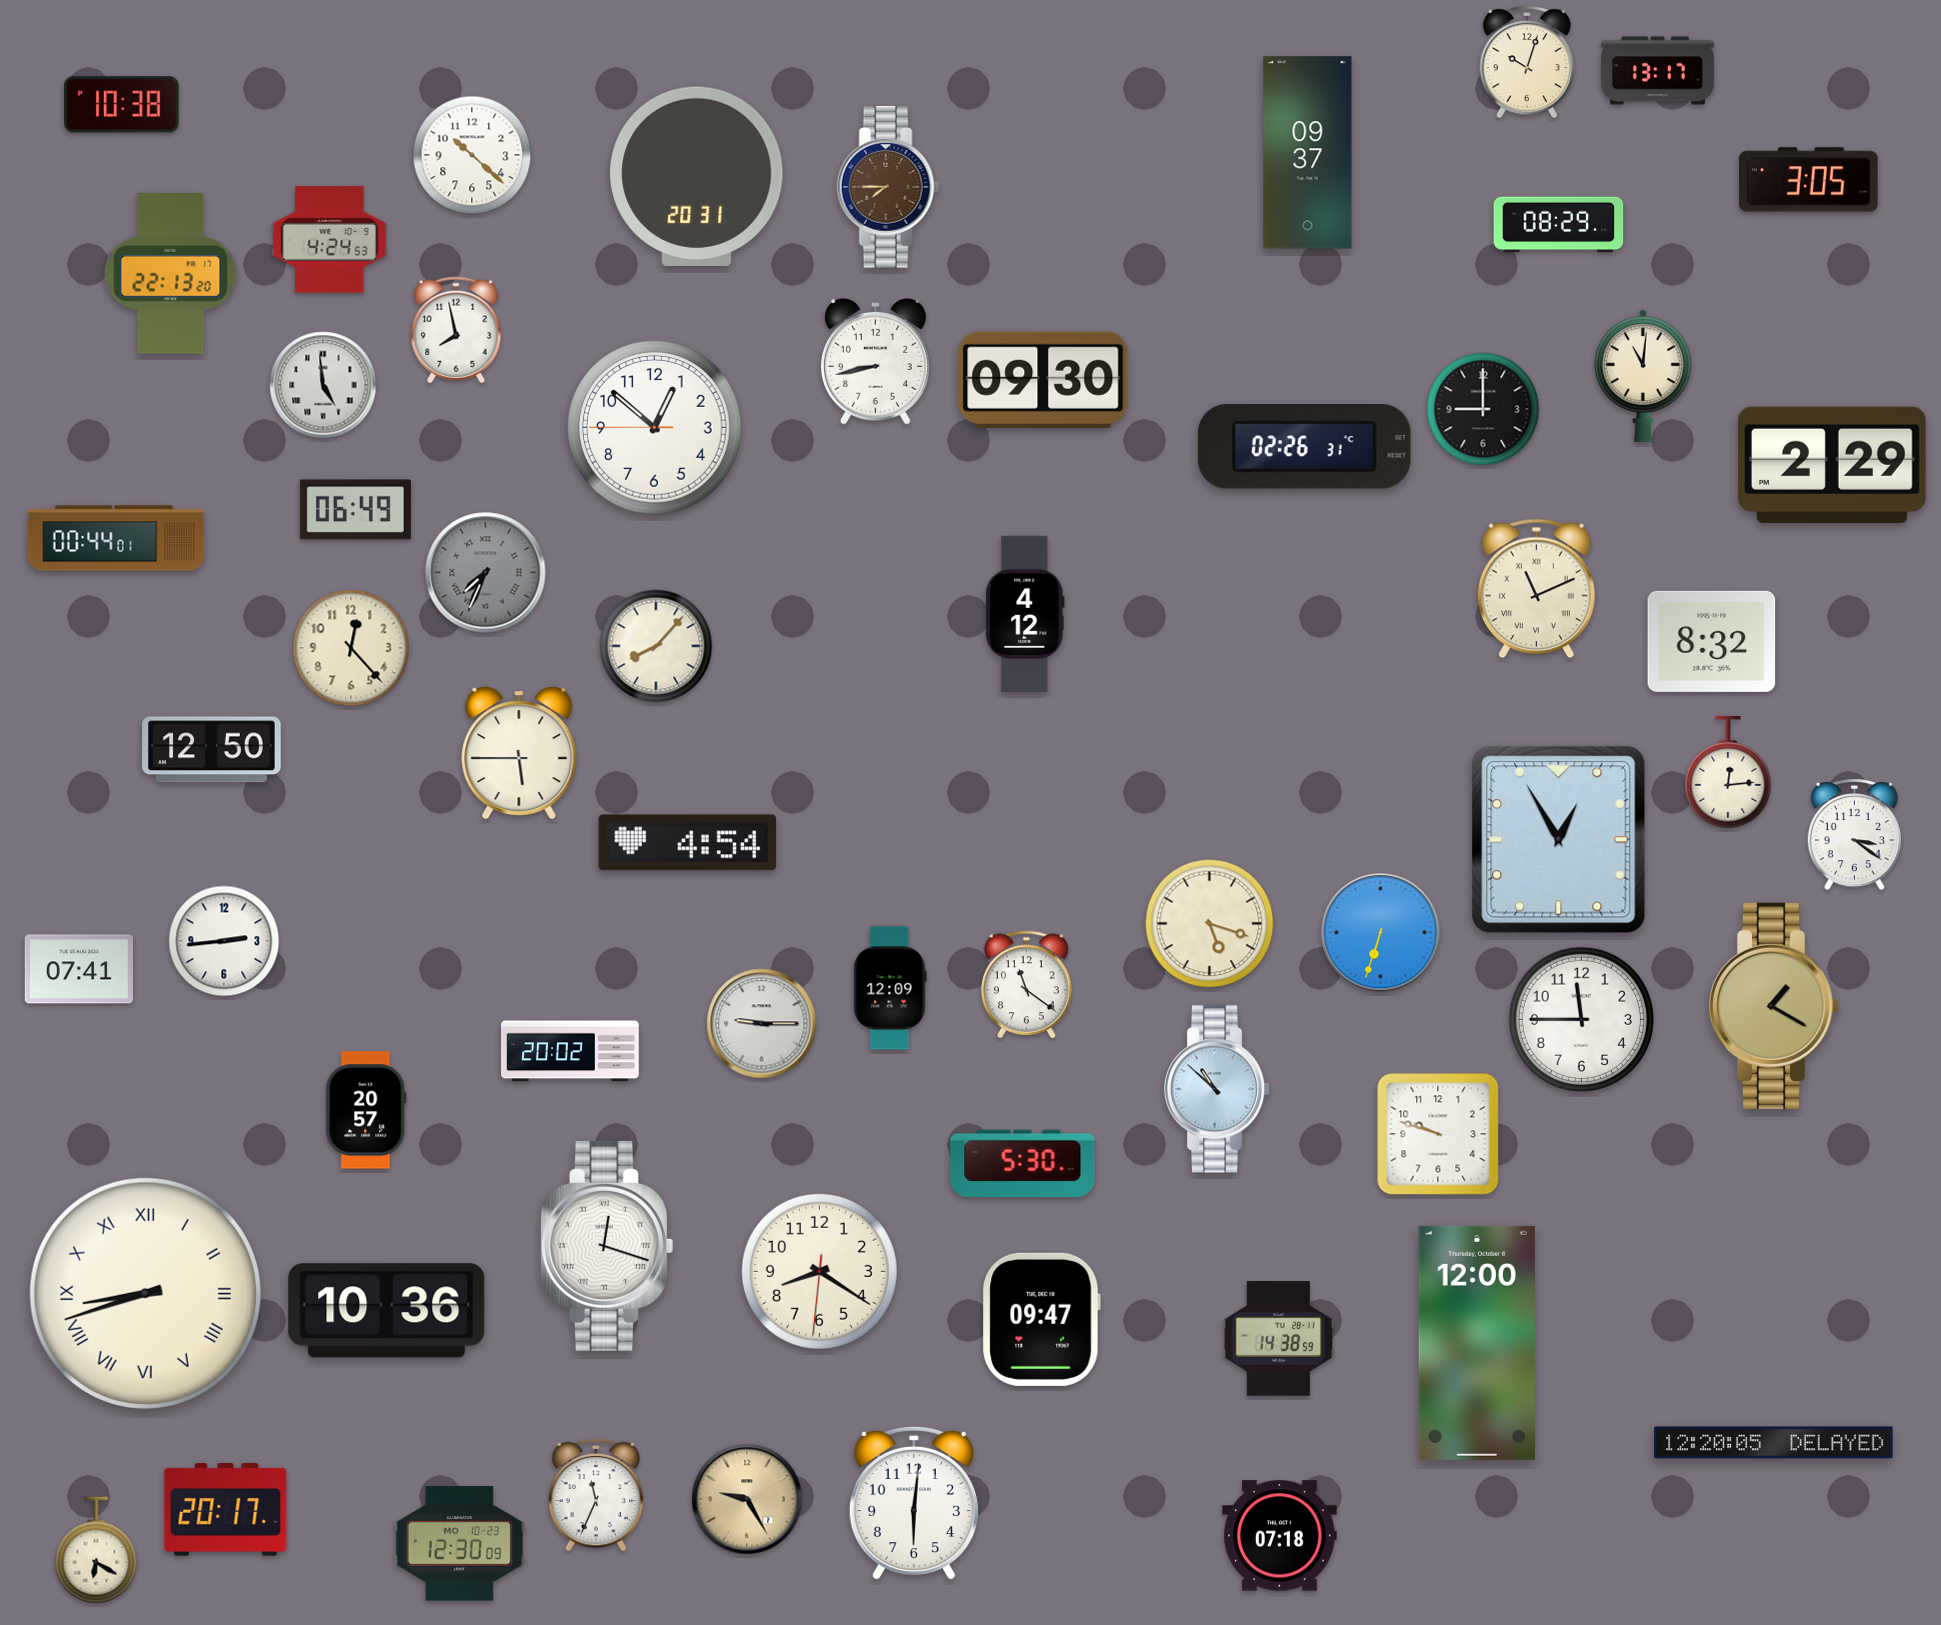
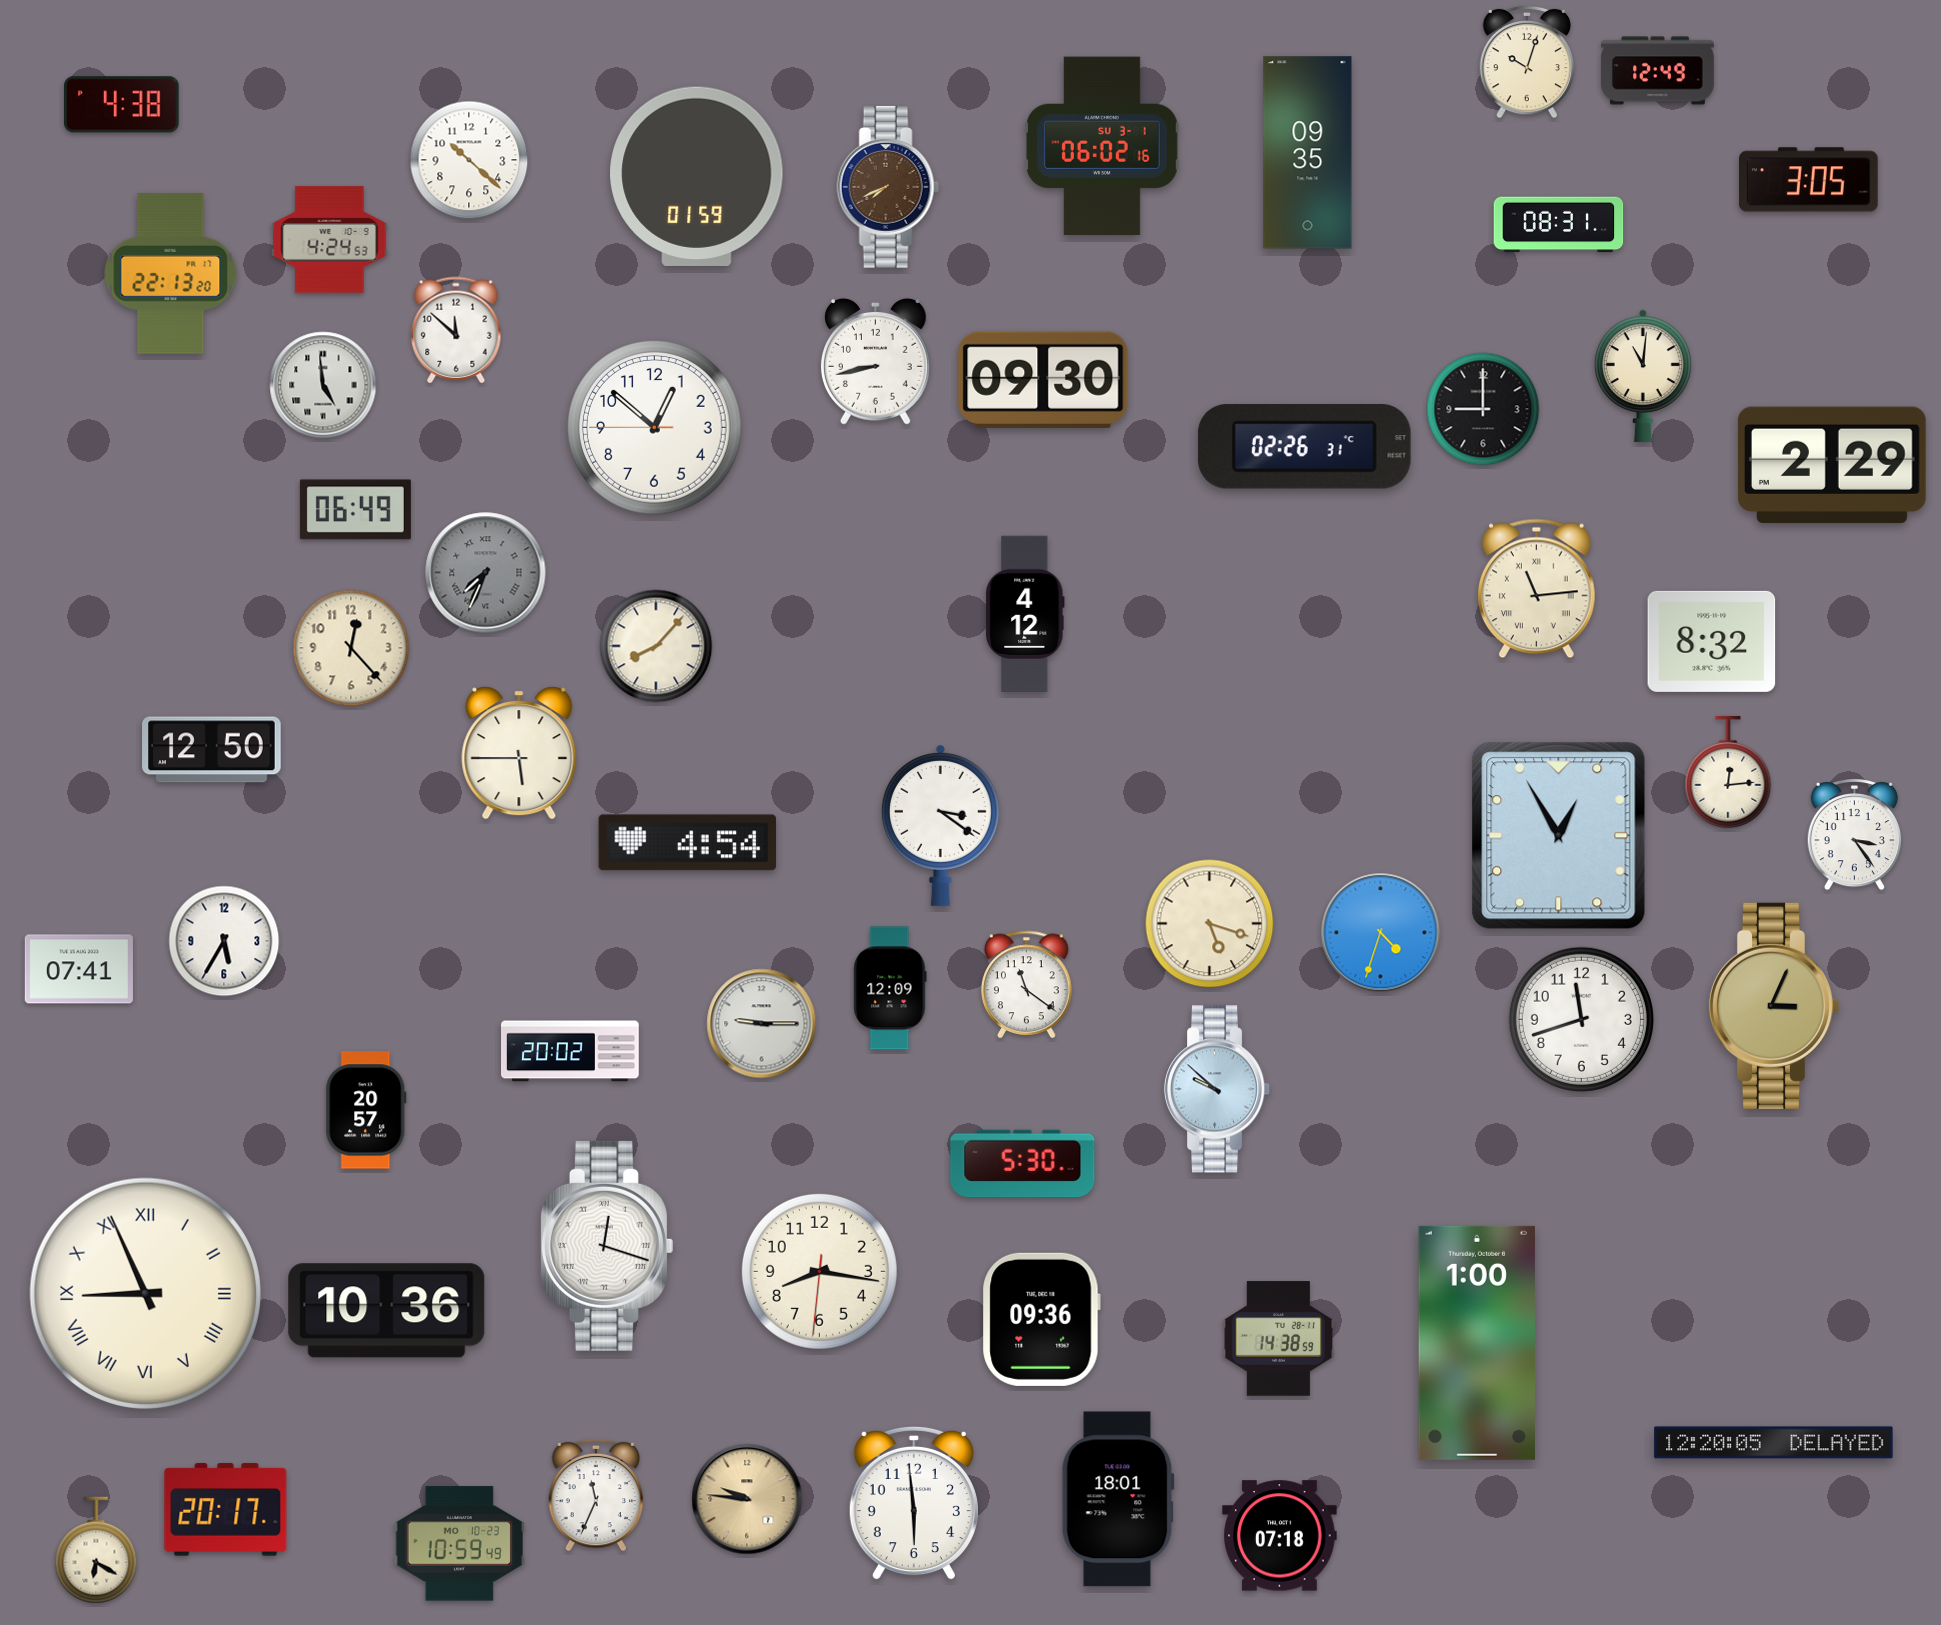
clock at (1658, 71): 13:17 -> 12:49
clock at (122, 105): 10:38 -> 4:38
clock at (1102, 146): none -> 06:02
clock at (1308, 153): 09:37 -> 09:35
clock at (472, 155) position: (472, 155) -> (469, 160)
clock at (697, 176): 20:31 -> 01:59
clock at (888, 187): 7:45 -> 7:41
clock at (1559, 225): 08:29 -> 08:31
clock at (456, 330): 7:58 -> 11:52
clock at (116, 538): 00:44 -> none
clock at (1536, 589): 11:11 -> 11:14
clock at (940, 826): none -> 3:21
clock at (1854, 835): 3:21 -> 3:24
clock at (1559, 840) position: (1559, 840) -> (1559, 836)
clock at (1381, 933): 6:33 -> 4:33
clock at (224, 941): 2:44 -> 5:35
clock at (1774, 1006): 1:20 -> 3:04
clock at (1581, 1019): 11:45 -> 11:42
clock at (1217, 1089): 10:52 -> 9:52
clock at (1438, 1134): 9:48 -> none
clock at (819, 1271): 8:20 -> 8:16
clock at (145, 1293): 8:42 -> 8:56
clock at (1041, 1319): 09:47 -> 09:36
clock at (1476, 1343): 12:00 -> 1:00
clock at (747, 1499): 9:25 -> 9:46
clock at (1118, 1499): none -> 18:01
clock at (914, 1503): 6:01 -> 5:59
clock at (459, 1544): 12:30 -> 10:59
